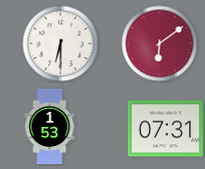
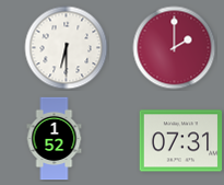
clock at (160, 44): 6:09 -> 2:00
clock at (50, 127): 1:53 -> 1:52
